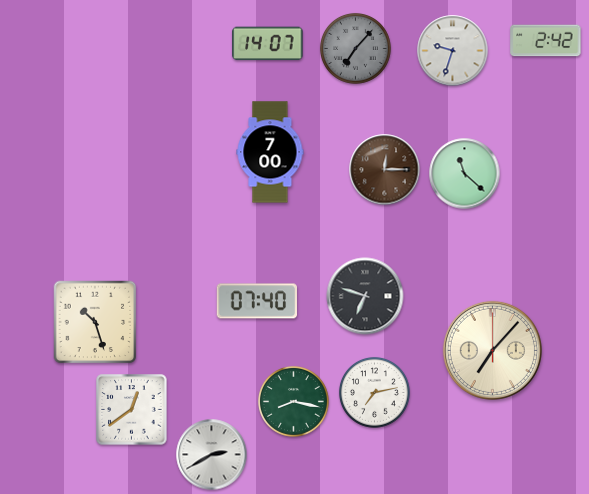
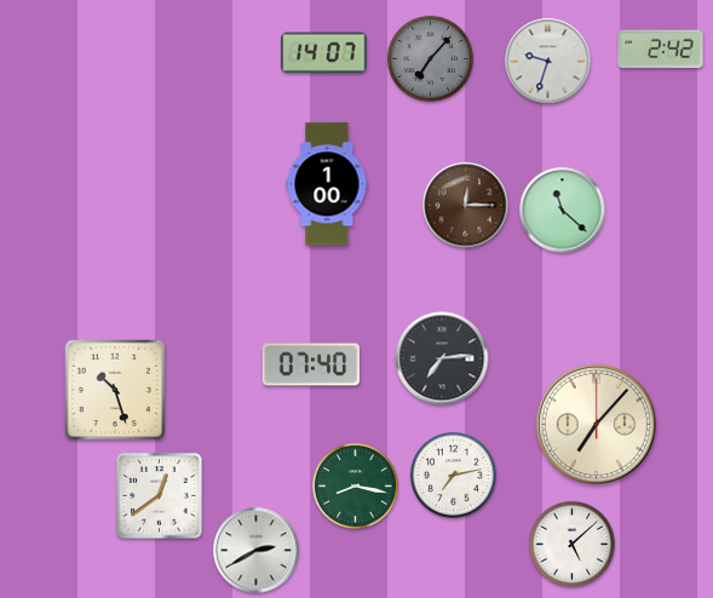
clock at (270, 152): 7:00 -> 1:00
clock at (365, 296): 6:48 -> 7:14
clock at (571, 544): none -> 5:08
